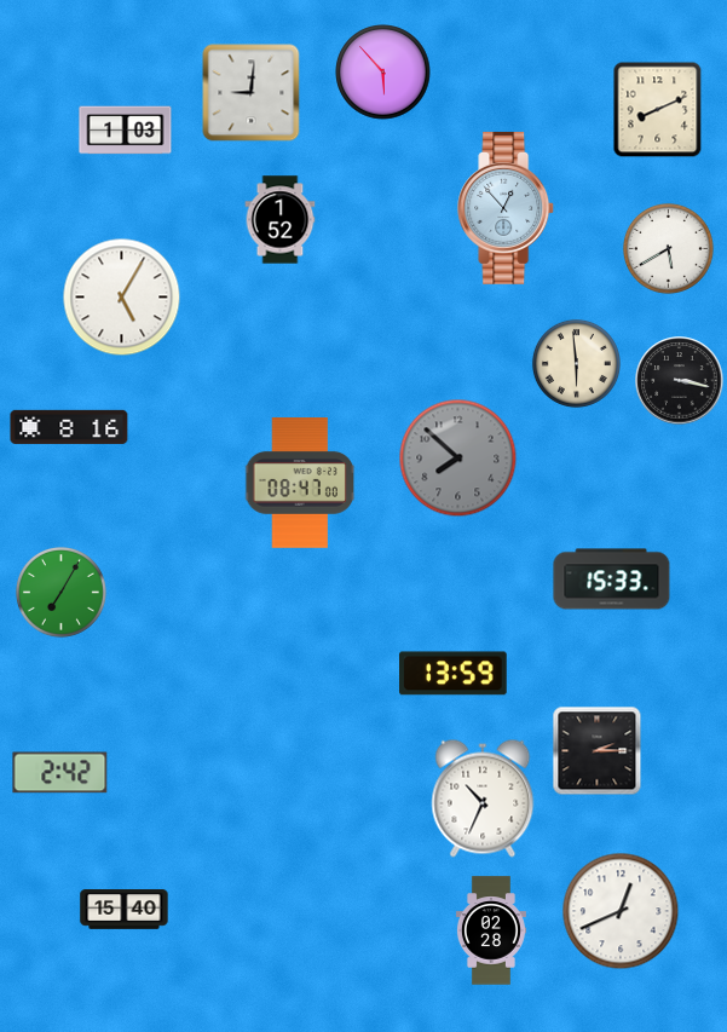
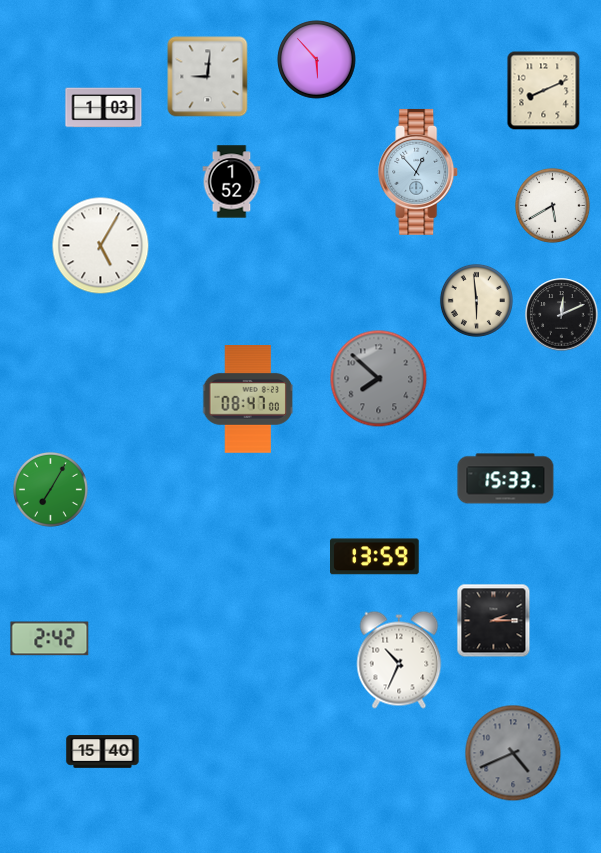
clock at (680, 381): 3:17 -> 12:11
clock at (69, 427): 8:16 -> none
clock at (621, 911): 12:41 -> 4:41
clock at (621, 911) dial: white -> grey
clock at (491, 930): 02:28 -> none
